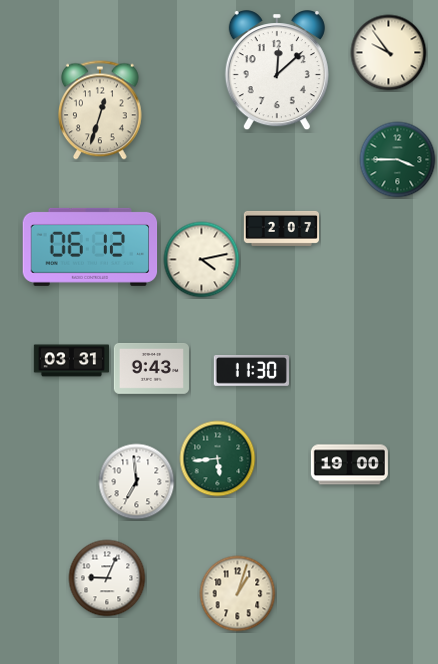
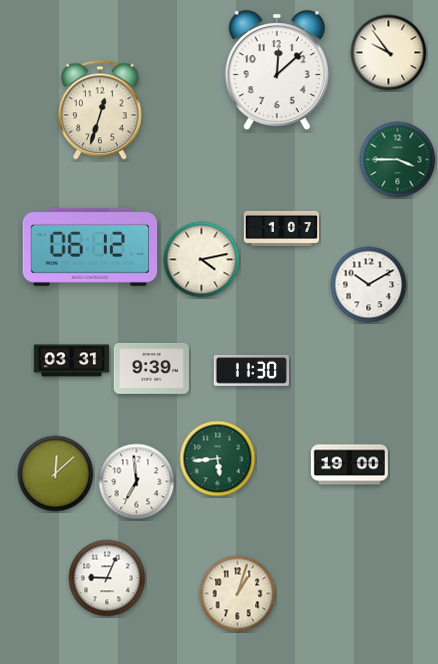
clock at (281, 228): 2:07 -> 1:07
clock at (369, 285): none -> 10:10
clock at (151, 369): 9:43 -> 9:39
clock at (56, 474): none -> 12:08
